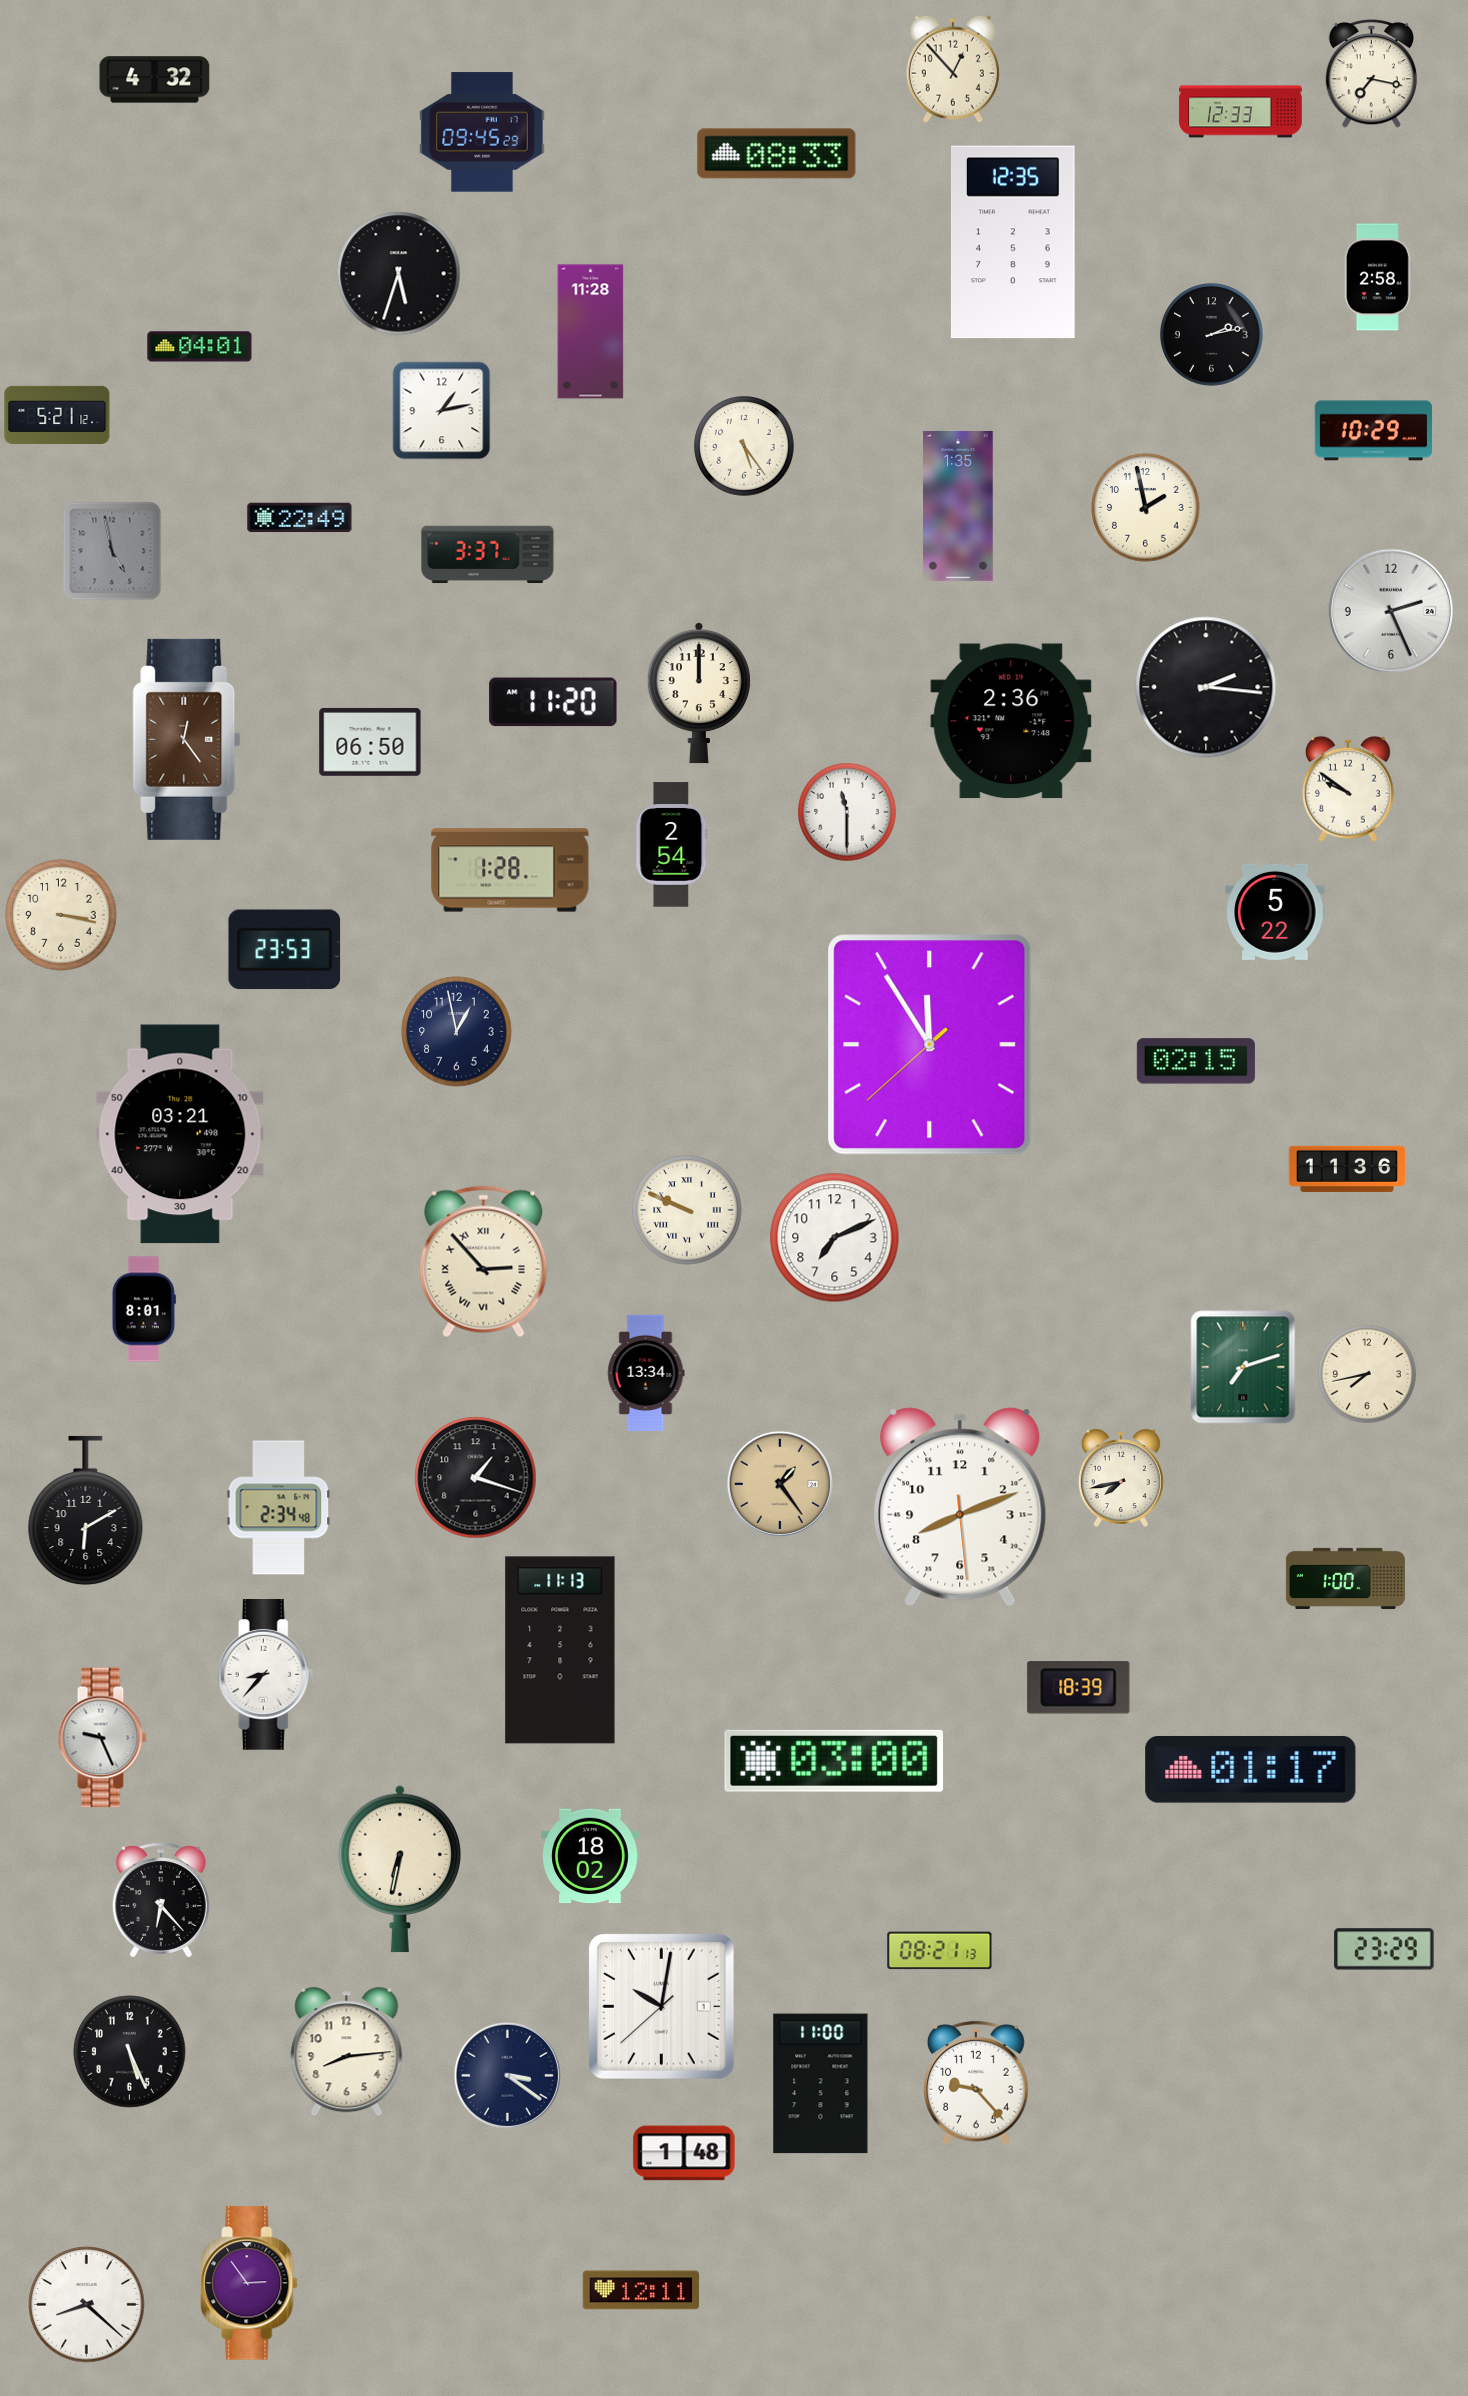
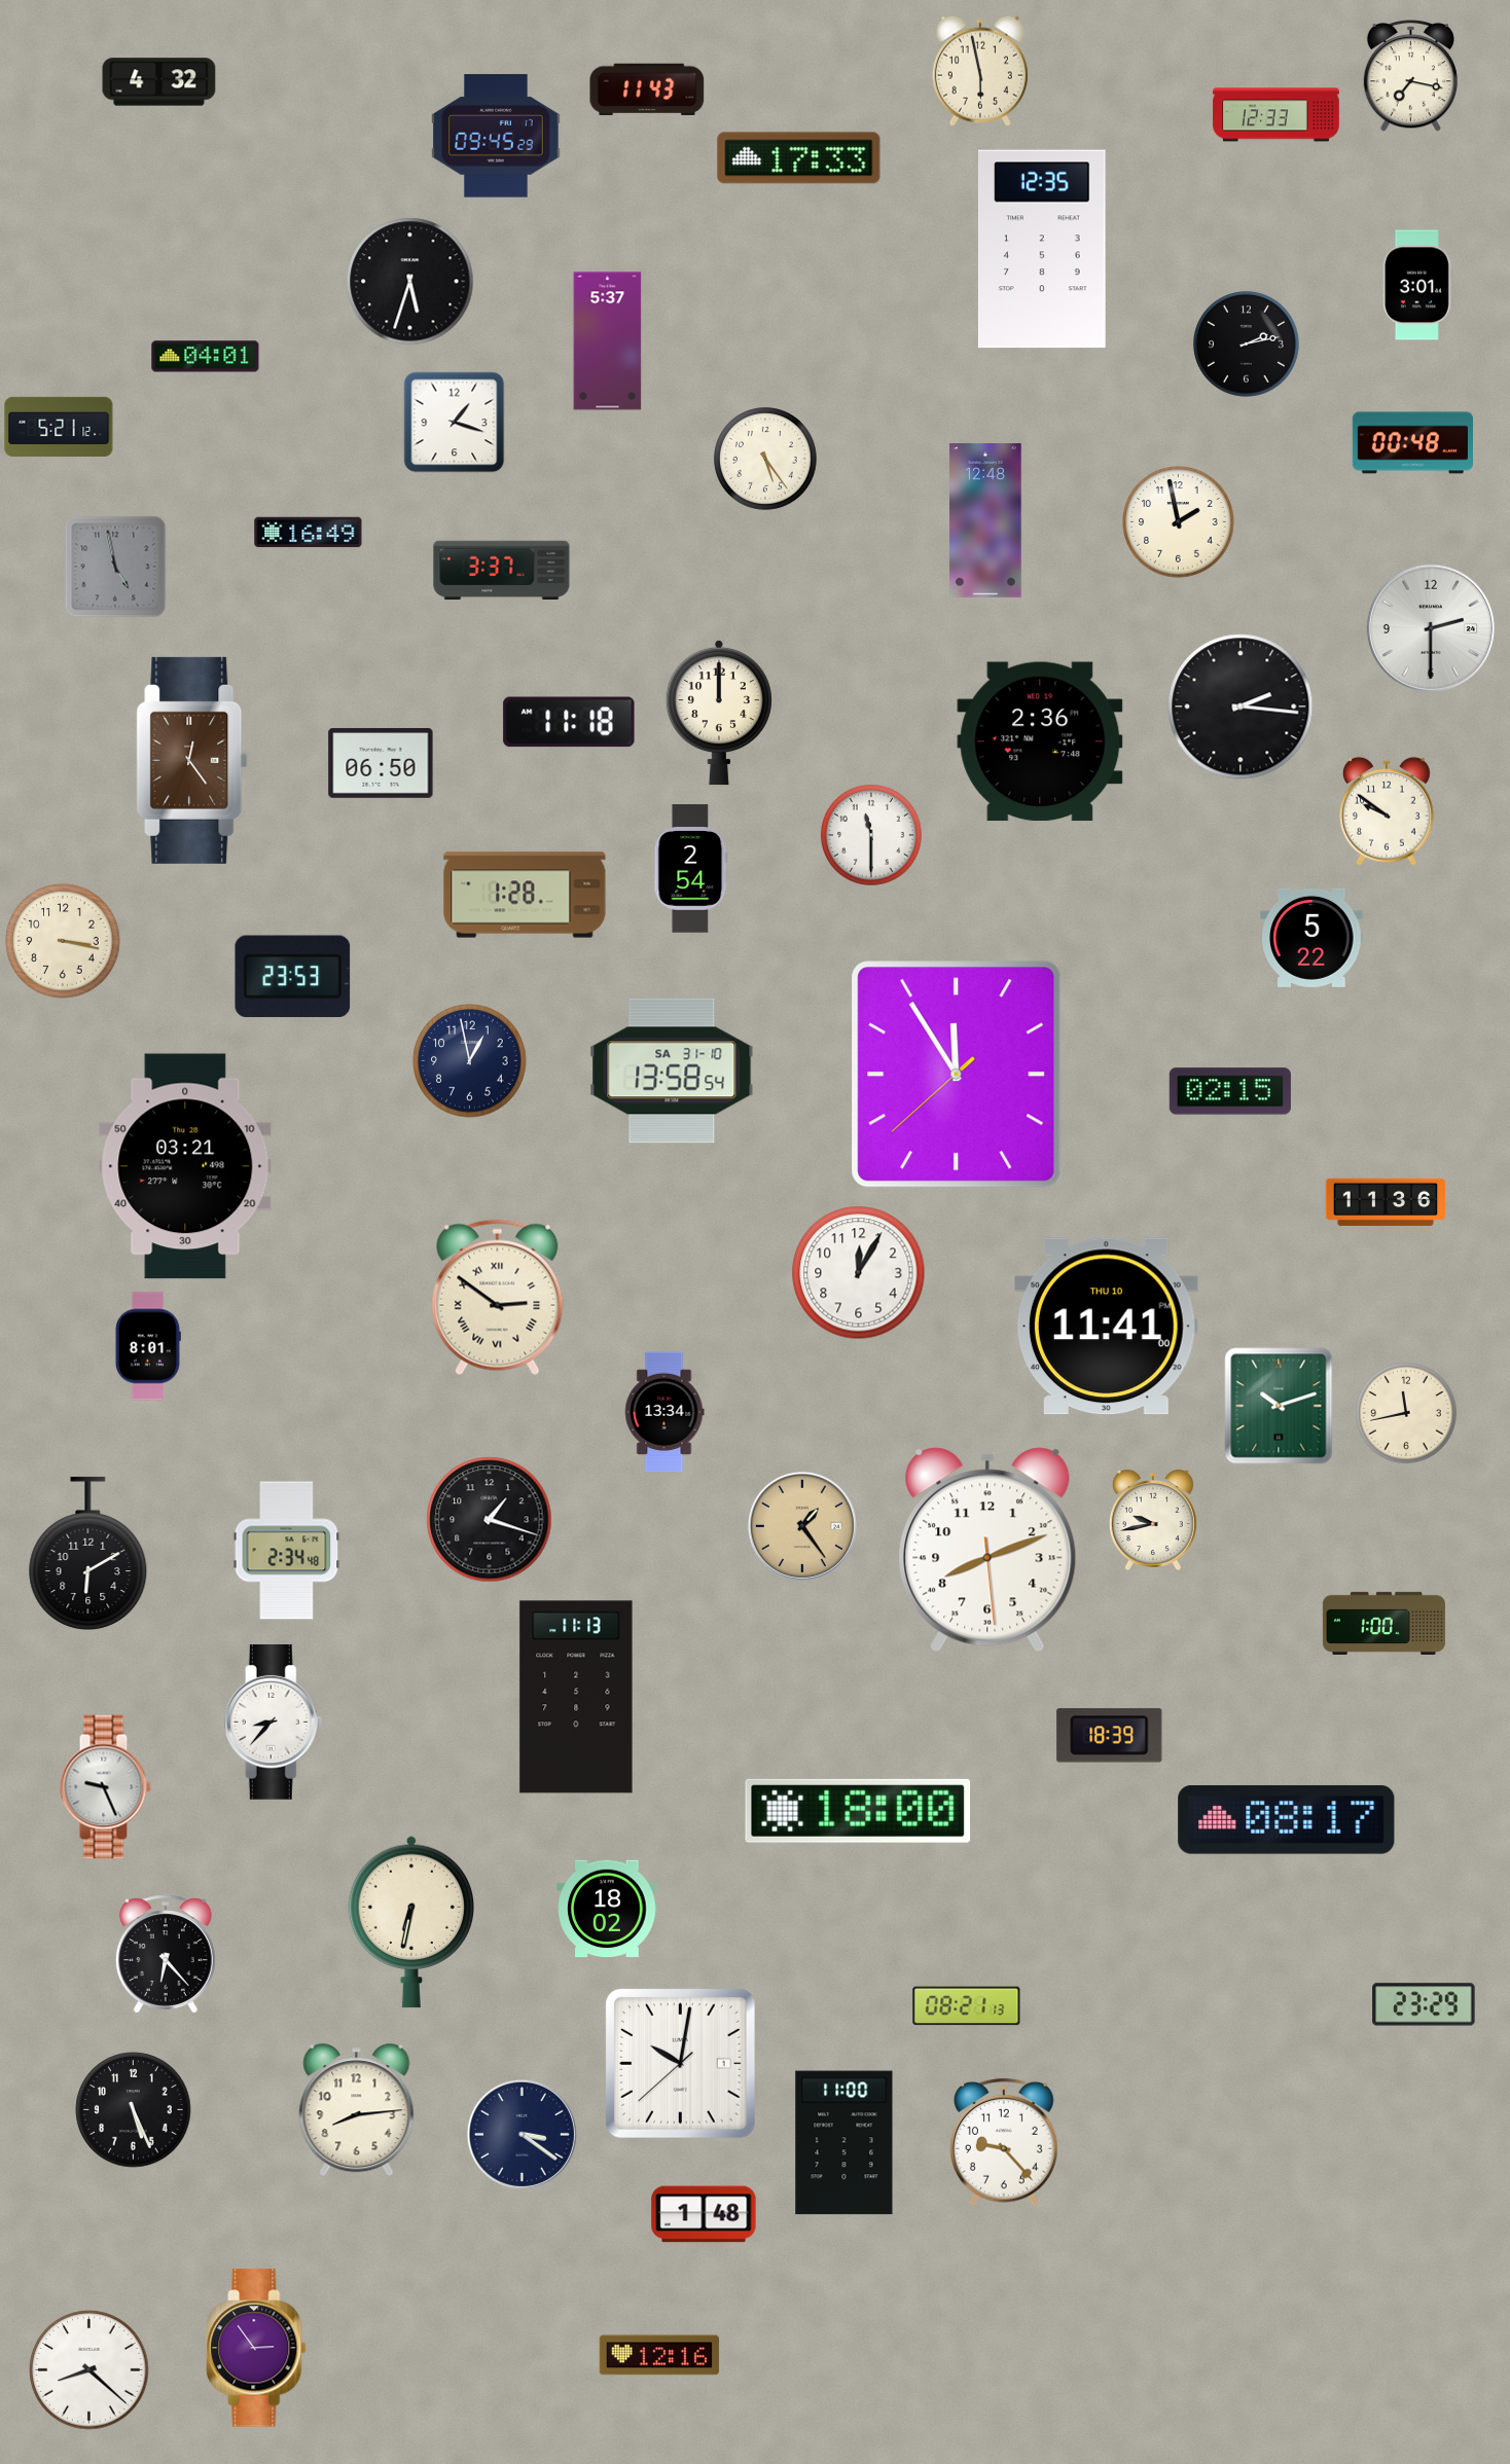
clock at (953, 69): 12:53 -> 5:58
clock at (647, 88): none -> 11:43
clock at (777, 154): 08:33 -> 17:33
clock at (1378, 277): 2:58 -> 3:01
clock at (591, 332): 11:28 -> 5:37
clock at (442, 411): 1:13 -> 1:18
clock at (1373, 431): 10:29 -> 00:48
clock at (958, 507): 1:35 -> 12:48
clock at (300, 518): 22:49 -> 16:49
clock at (1391, 611): 2:26 -> 2:30
clock at (553, 702): 11:20 -> 11:18
clock at (672, 1071): none -> 13:58
clock at (687, 1210): 9:49 -> none
clock at (835, 1238): 7:11 -> 12:05
clock at (484, 1262): 2:53 -> 2:51
clock at (1107, 1327): none -> 11:41
clock at (1243, 1367): 7:12 -> 10:12
clock at (1367, 1374): 7:43 -> 11:43
clock at (1121, 1478): 7:43 -> 9:43
clock at (834, 1761): 03:00 -> 18:00
clock at (1251, 1770): 01:17 -> 08:17
clock at (641, 2290): 12:11 -> 12:16
